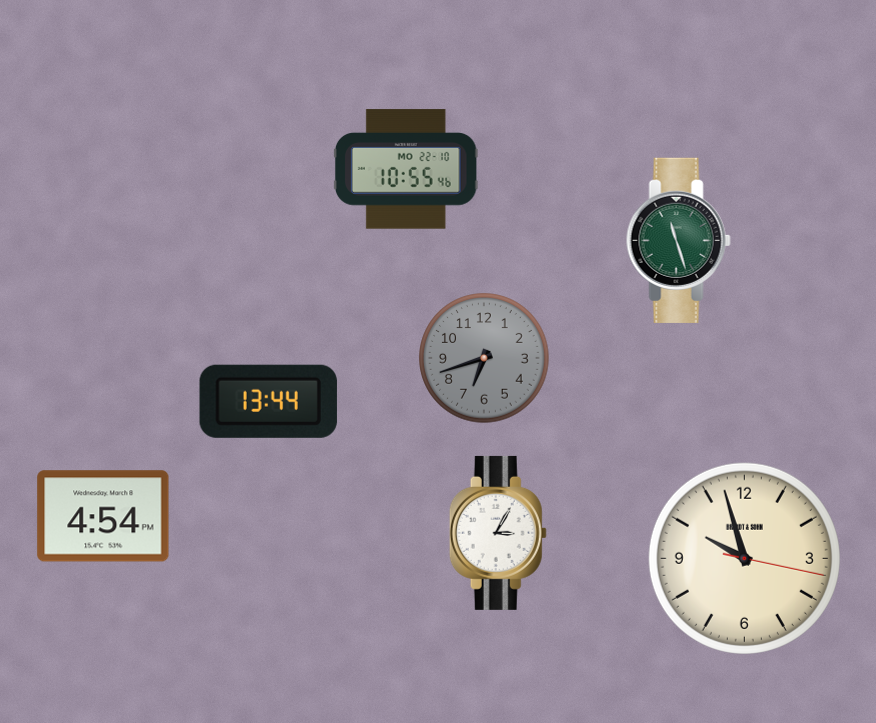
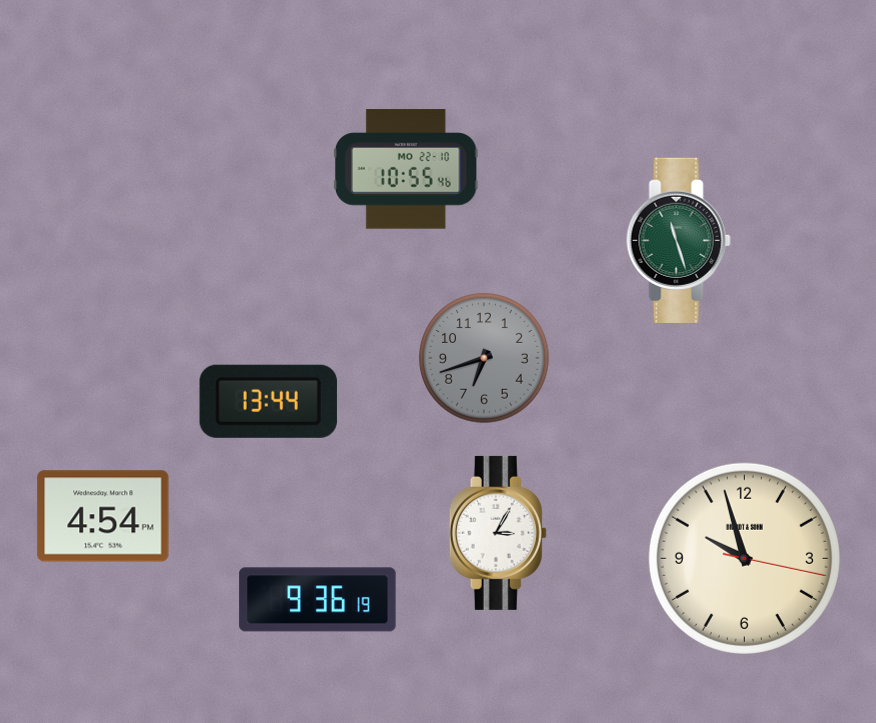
clock at (318, 600): none -> 9:36
